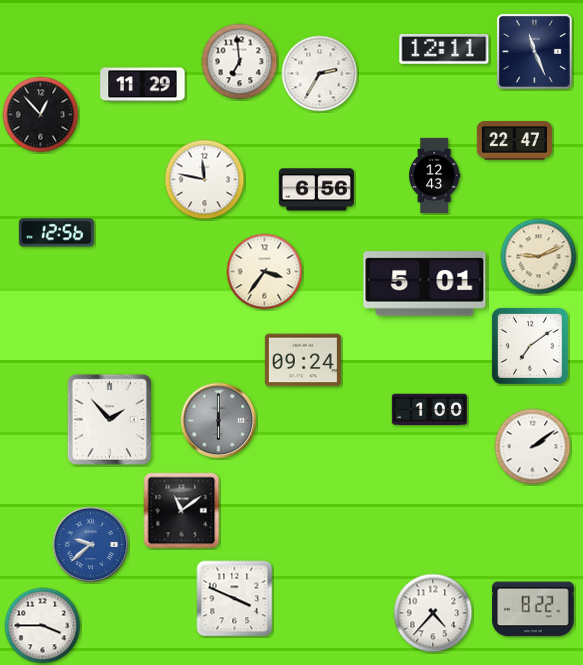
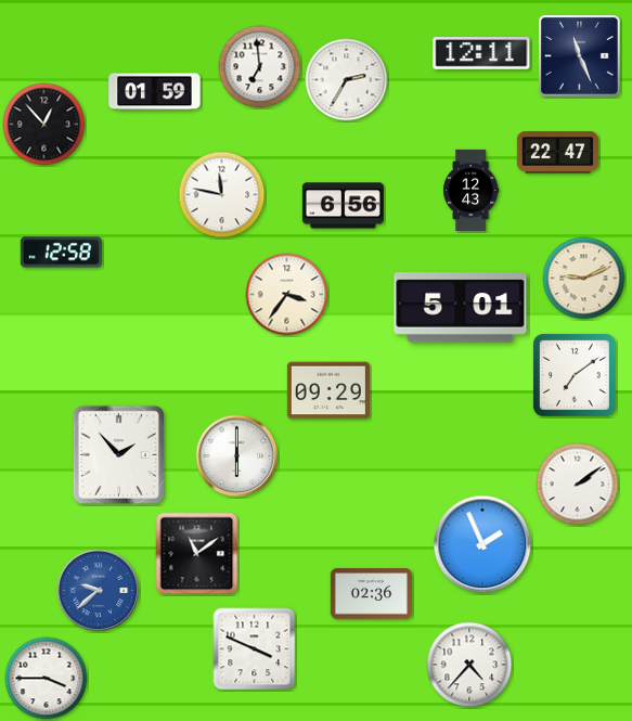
clock at (143, 85): 11:29 -> 01:59
clock at (56, 233): 12:56 -> 12:58
clock at (303, 360): 09:24 -> 09:29
clock at (429, 410): 1:00 -> none
clock at (219, 421) dial: grey -> white
clock at (482, 544): none -> 1:56
clock at (371, 594): none -> 02:36
clock at (533, 609): 8:22 -> none
